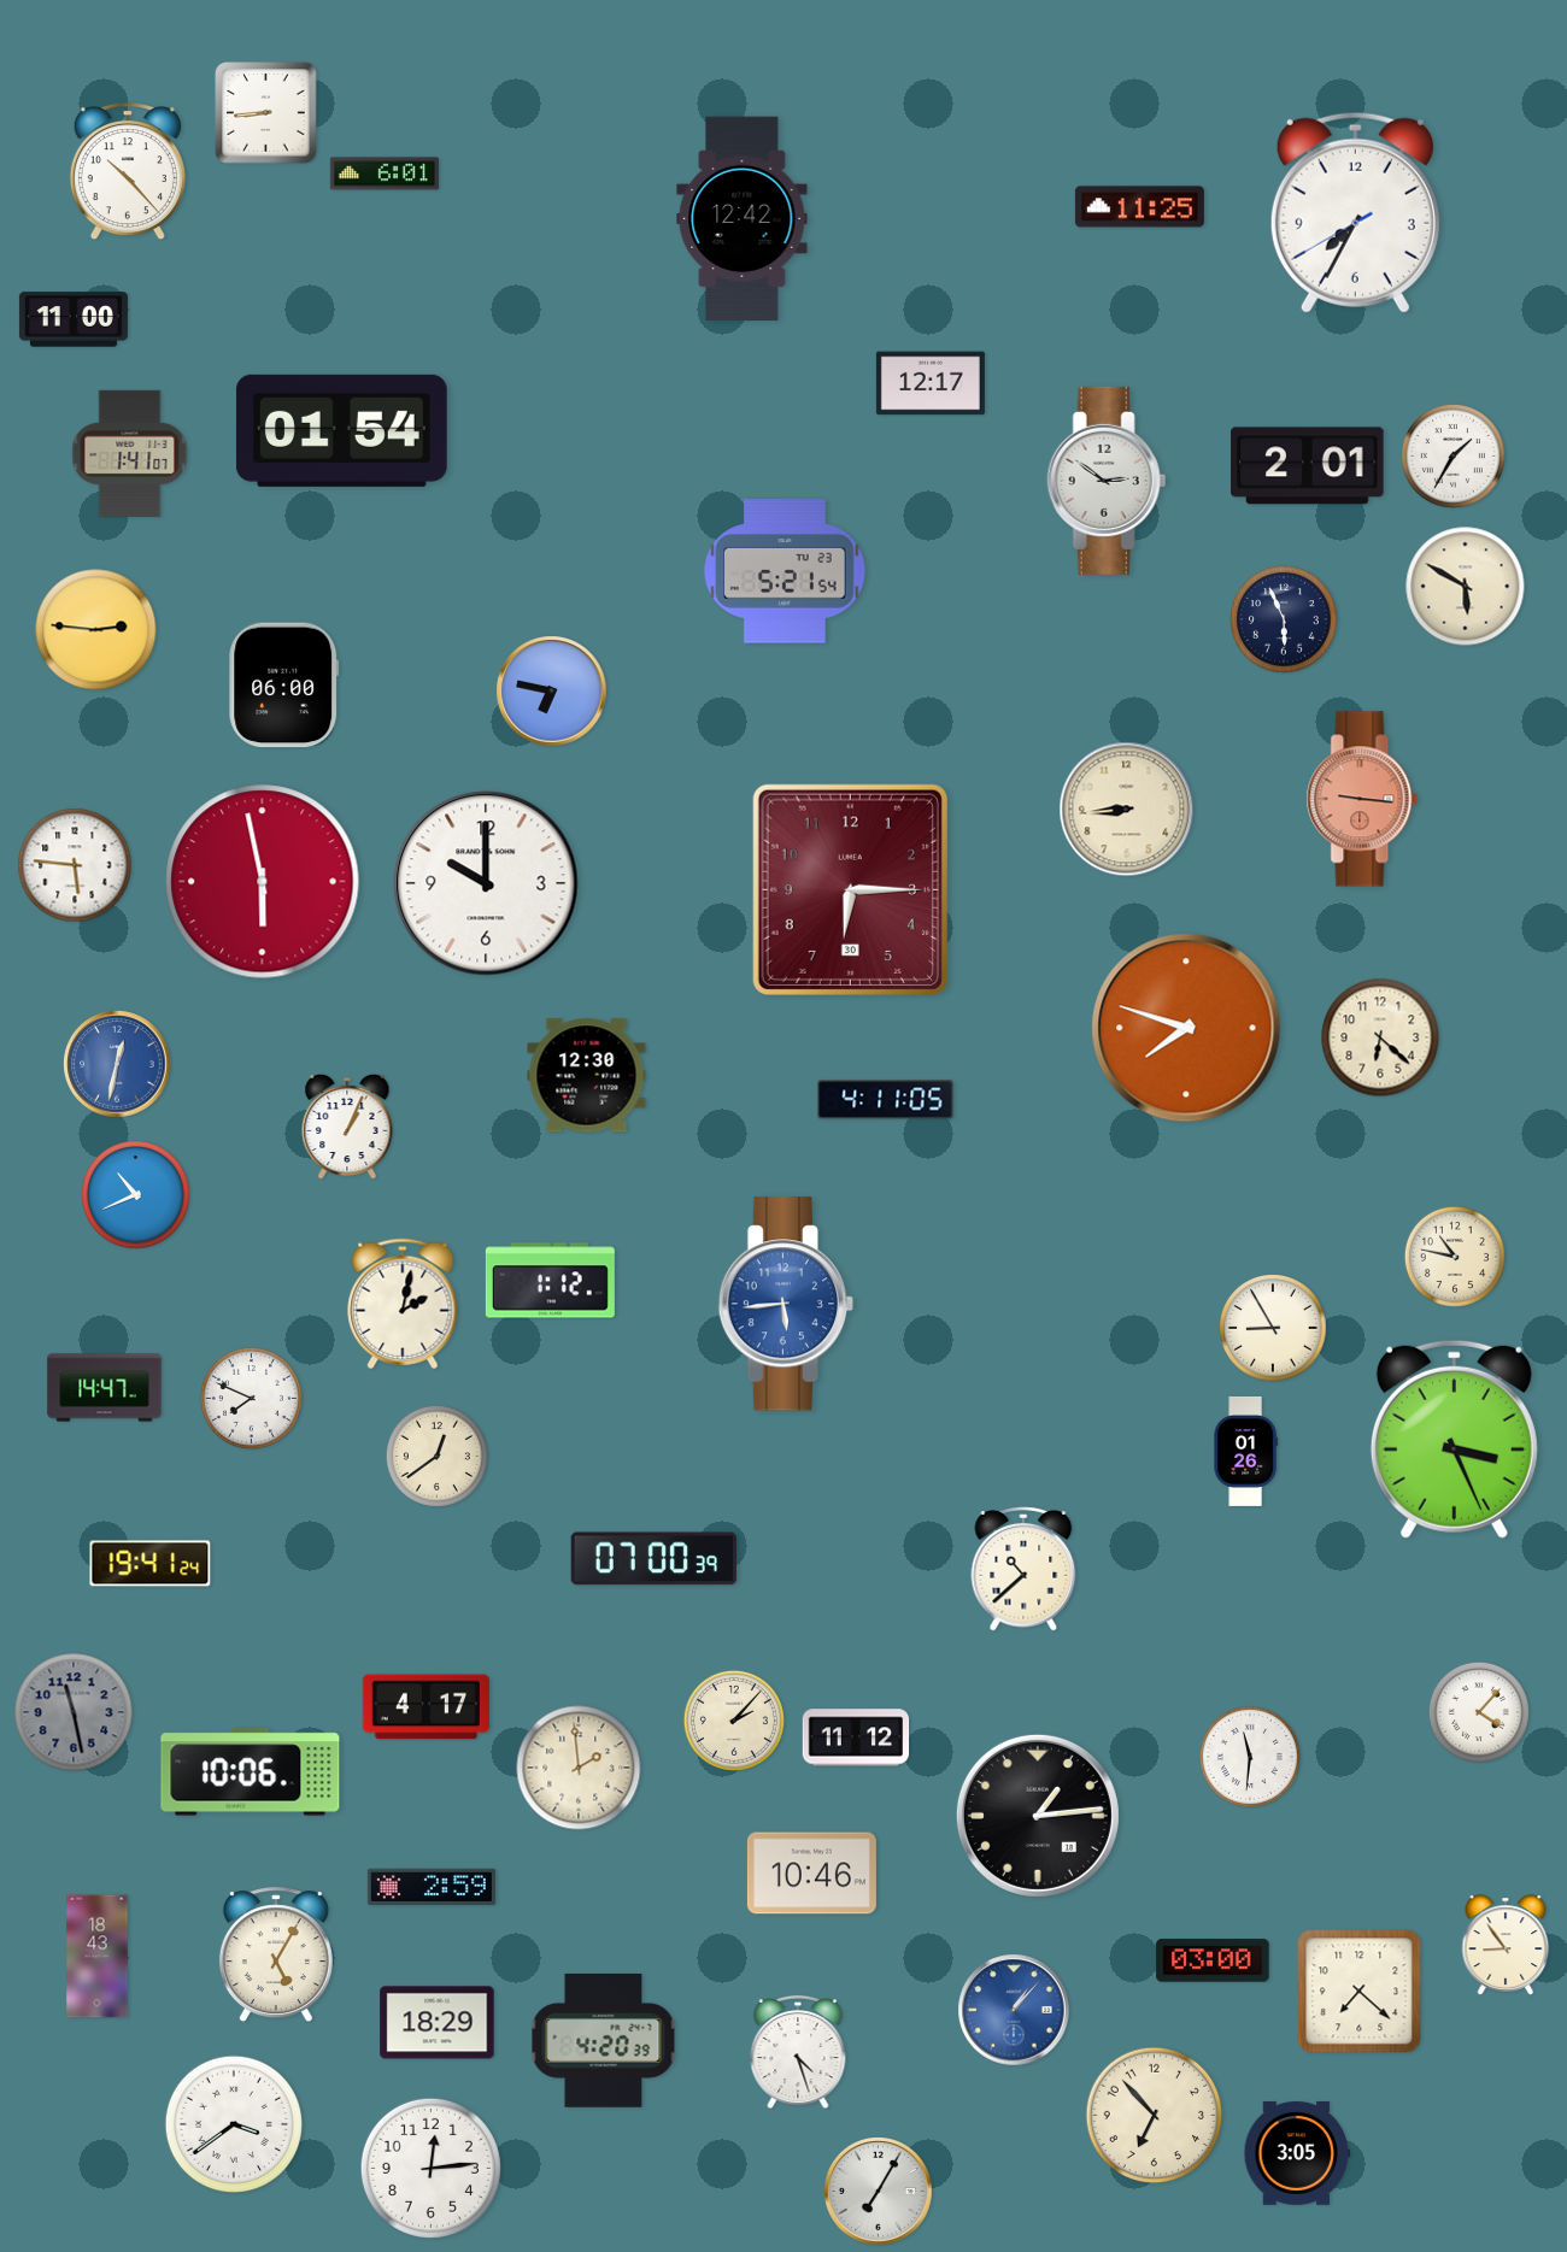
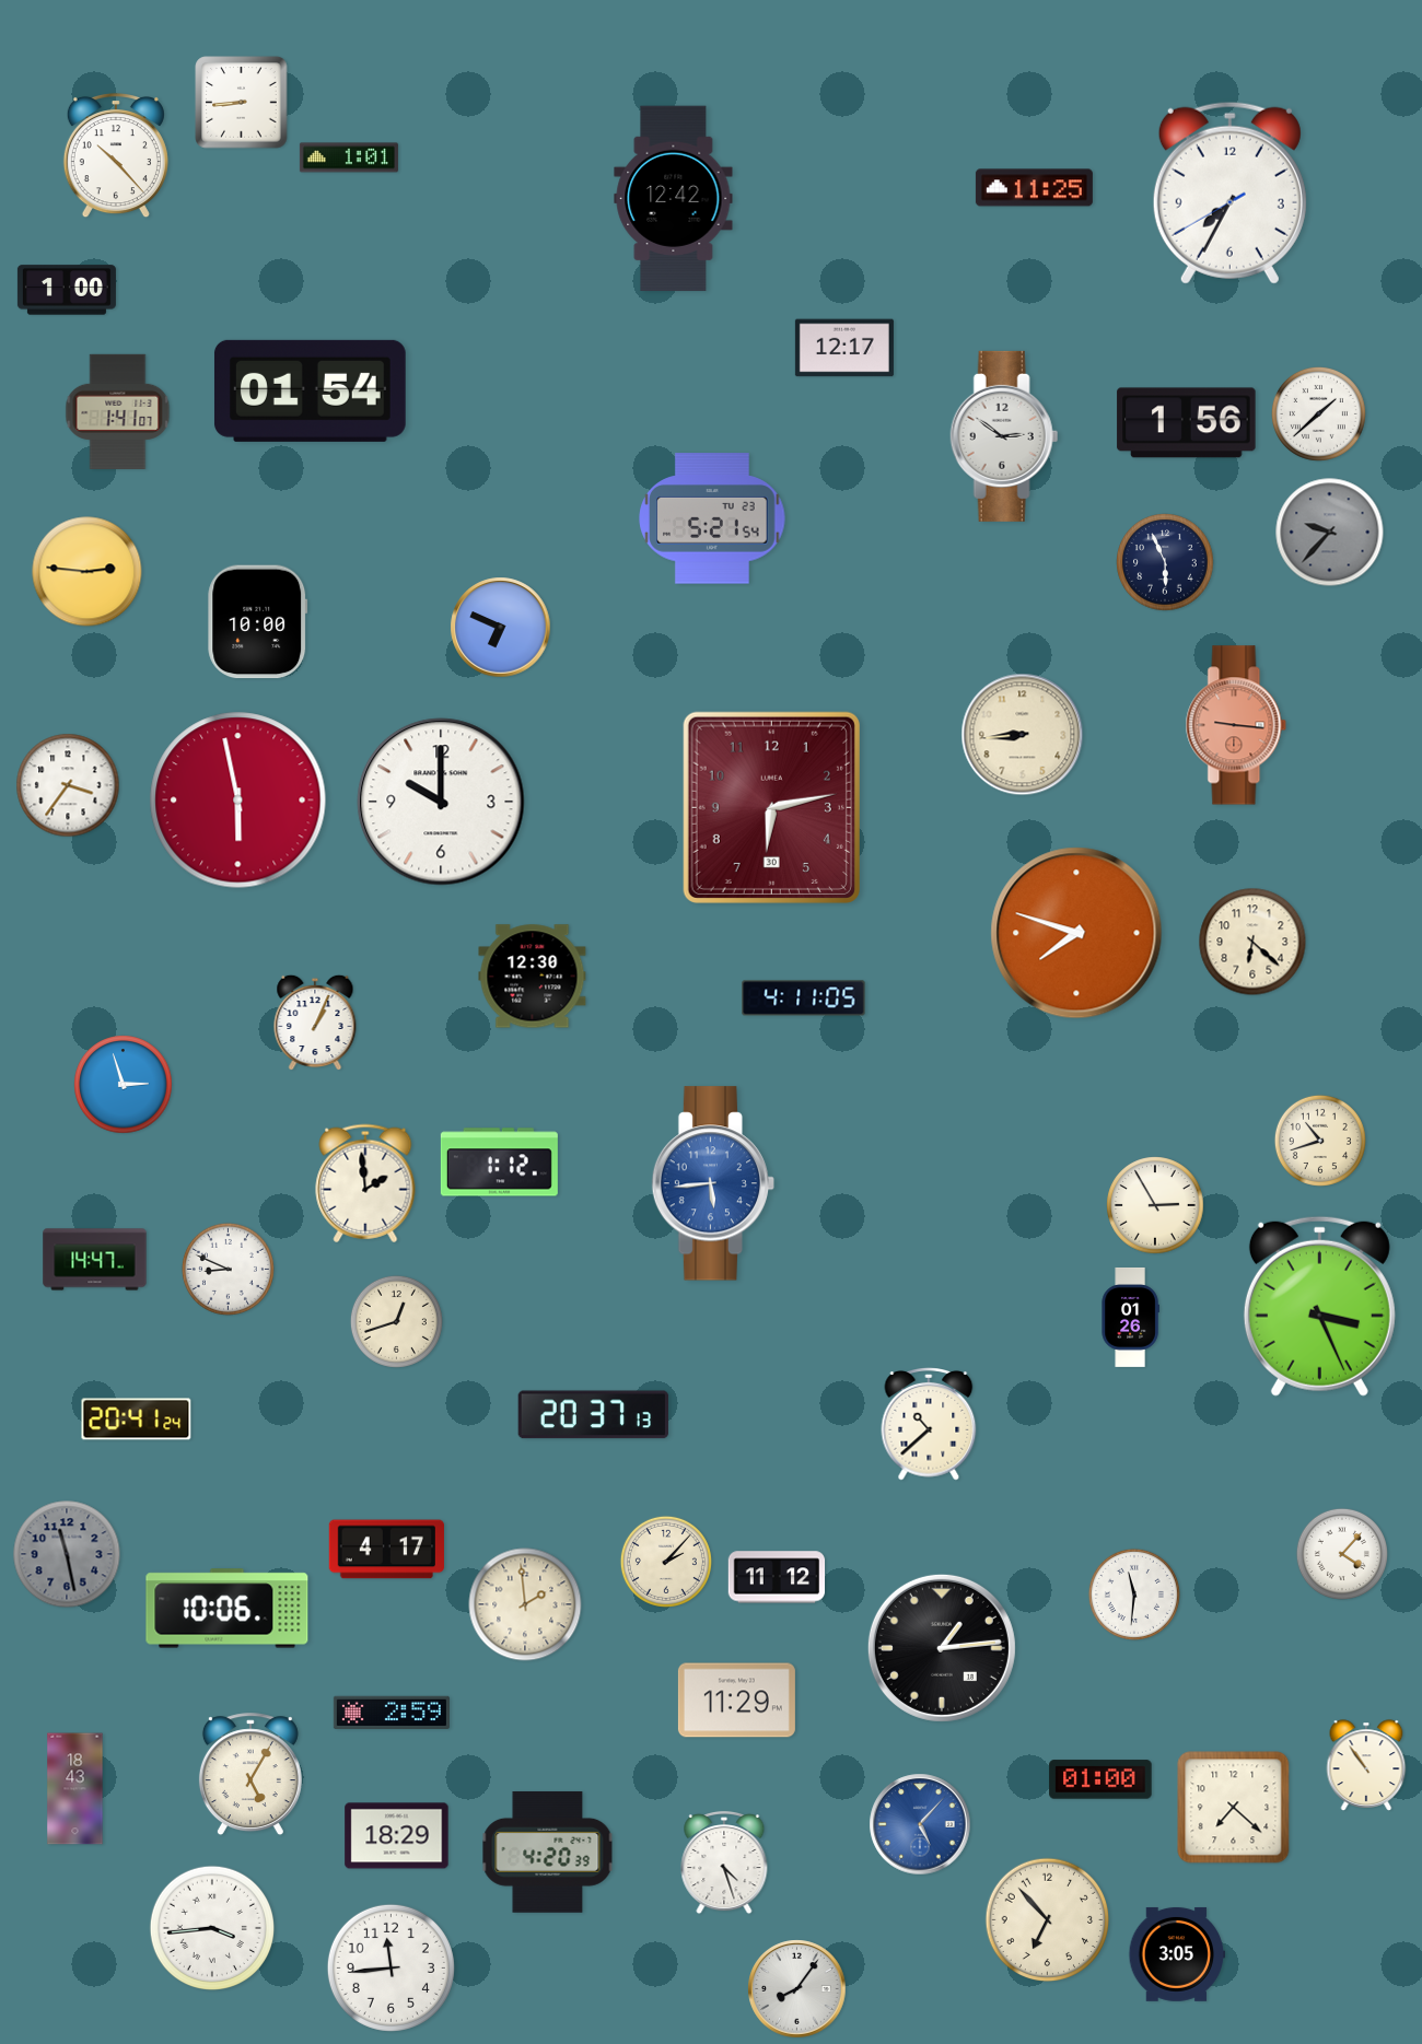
clock at (385, 174): 6:01 -> 1:01
clock at (74, 319): 11:00 -> 1:00
clock at (1452, 455): 1:35 -> 1:38
clock at (1308, 466): 2:01 -> 1:56
clock at (1466, 587): 5:50 -> 9:37
clock at (1466, 587) dial: cream -> grey
clock at (284, 686): 06:00 -> 10:00
clock at (552, 692): 6:47 -> 6:49
clock at (75, 865): 5:46 -> 3:36
clock at (850, 889): 6:15 -> 6:13
clock at (117, 1064): 12:32 -> none
clock at (136, 1195): 10:41 -> 2:57
clock at (1455, 1257): 10:47 -> 10:42
clock at (403, 1304): 2:02 -> 1:59
clock at (1273, 1328): 8:55 -> 2:55
clock at (251, 1398): 7:49 -> 8:49
clock at (436, 1456): 12:39 -> 12:42
clock at (653, 1559): 07:00 -> 20:37
clock at (151, 1564): 19:41 -> 20:41
clock at (811, 1874): 10:46 -> 11:29
clock at (1506, 1945): 8:54 -> 10:54
clock at (98, 1957) position: (98, 1957) -> (75, 1789)
clock at (1213, 1960): 03:00 -> 01:00
clock at (1014, 2010): 1:07 -> 5:07
clock at (233, 2123): 3:39 -> 3:44
clock at (430, 2168): 12:14 -> 11:44
clock at (879, 2192): 7:05 -> 8:06
